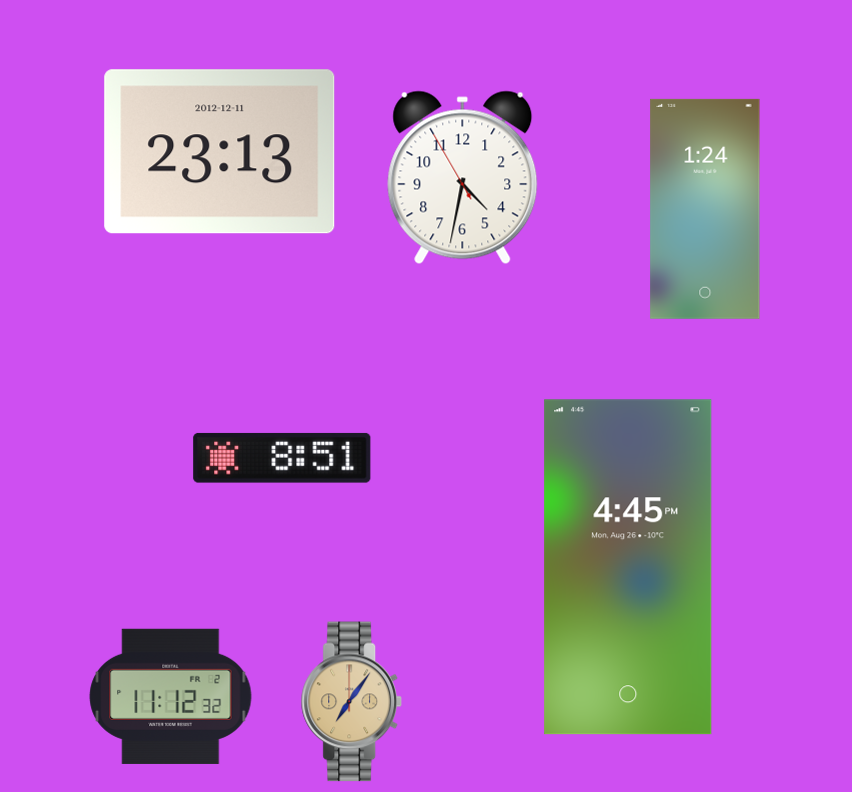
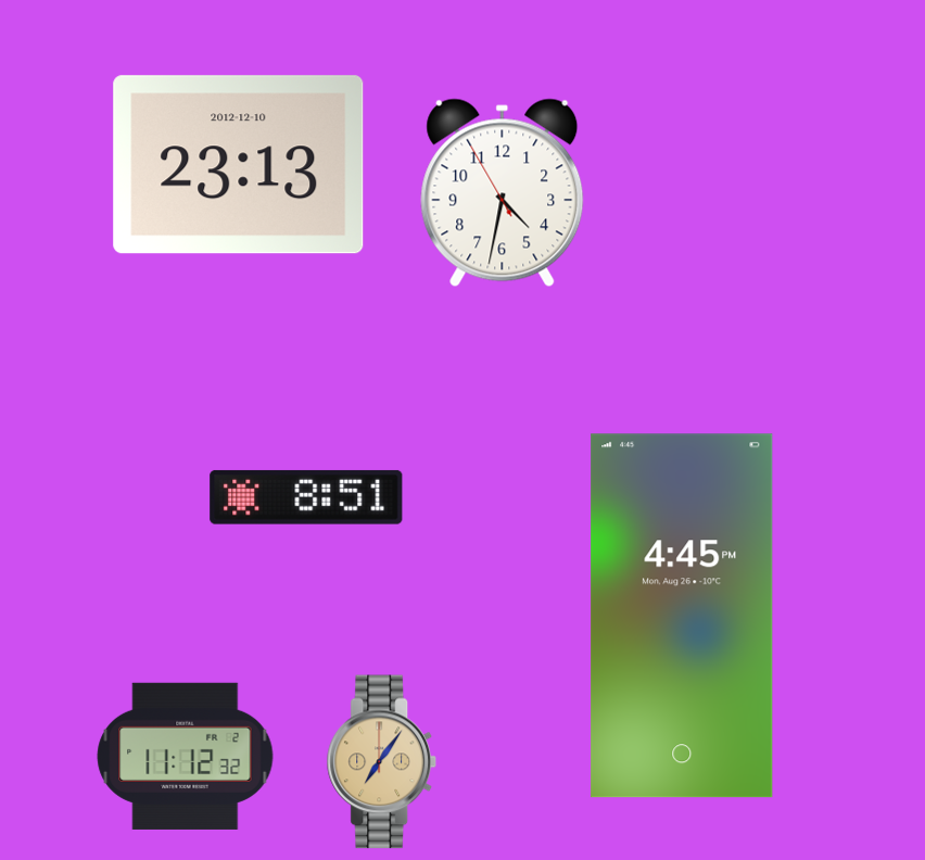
clock at (220, 152) date: 2012-12-11 -> 2012-12-10
clock at (705, 209): 1:24 -> none
